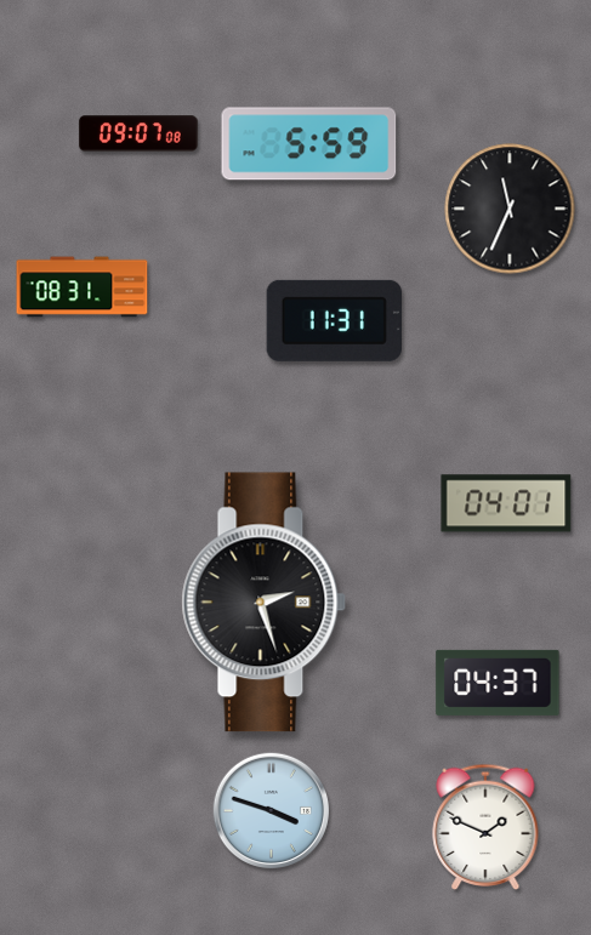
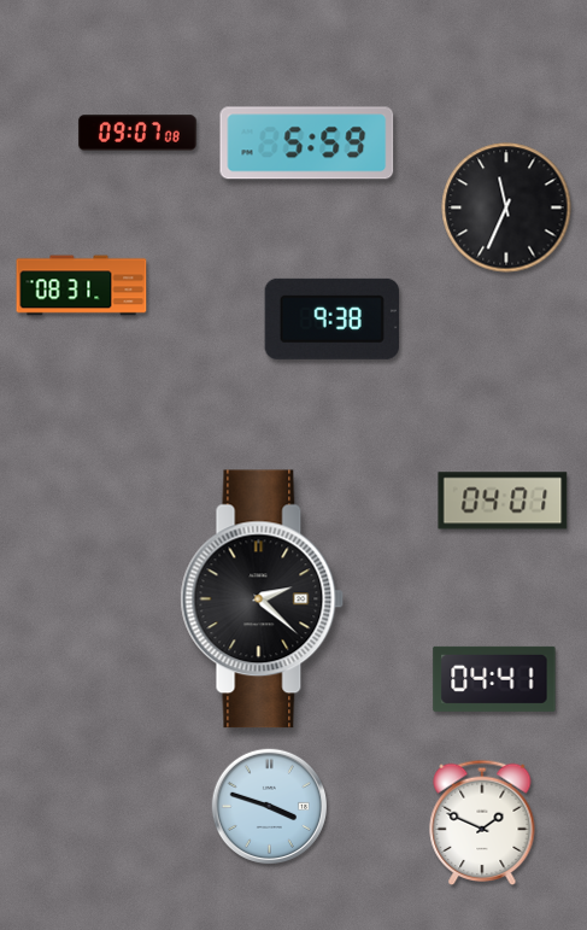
clock at (334, 320): 11:31 -> 9:38
clock at (265, 603): 2:27 -> 2:22
clock at (498, 683): 04:37 -> 04:41
